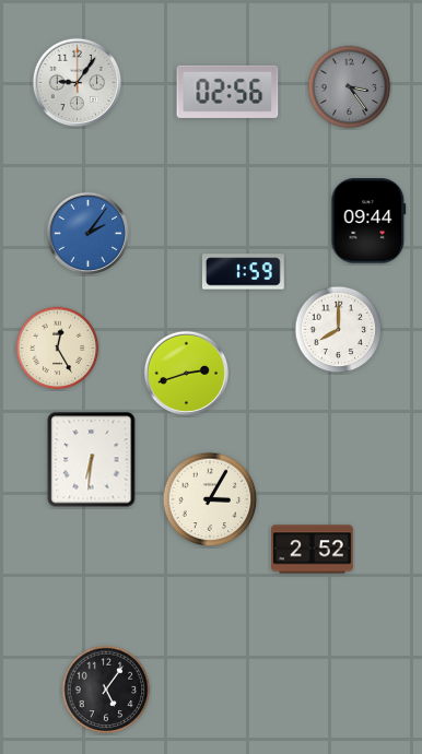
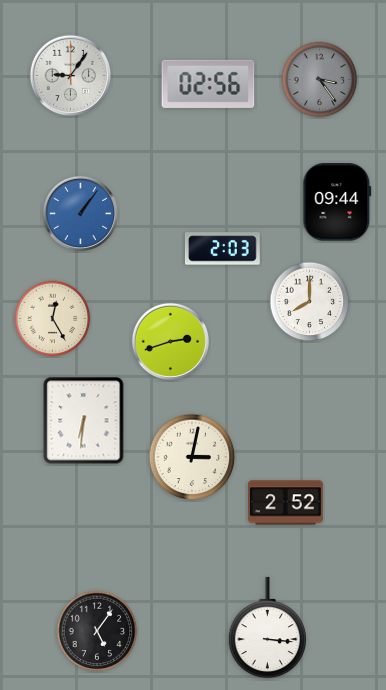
clock at (87, 233): 2:06 -> 1:06
clock at (244, 272): 1:59 -> 2:03
clock at (210, 499): 3:05 -> 3:02
clock at (267, 628): none -> 3:16
